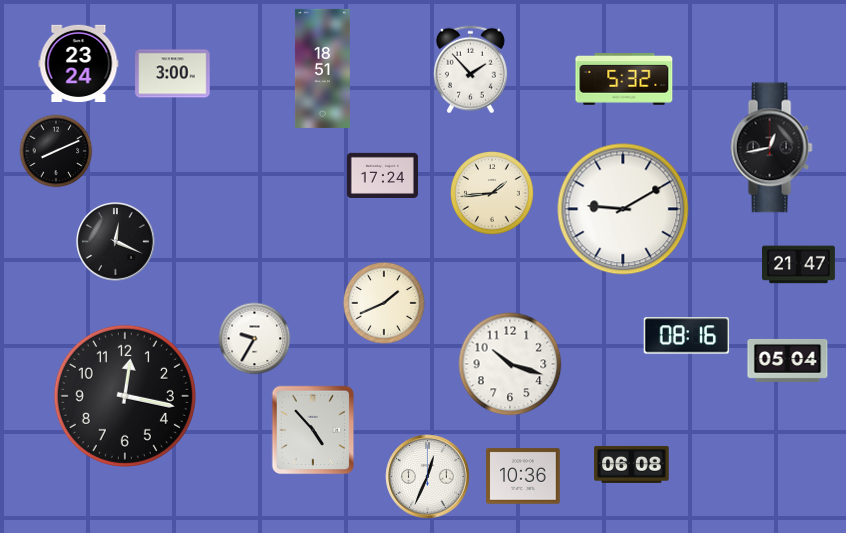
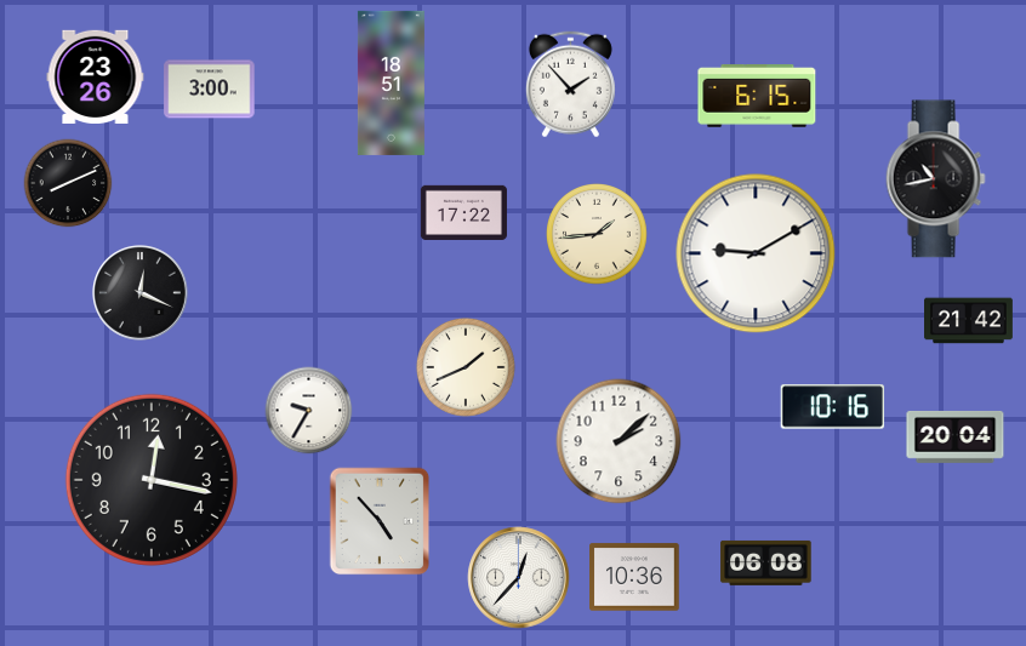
clock at (79, 63): 23:24 -> 23:26
clock at (624, 80): 5:32 -> 6:15
clock at (771, 148): 12:43 -> 10:43
clock at (382, 175): 17:24 -> 17:22
clock at (799, 265): 21:47 -> 21:42
clock at (687, 336): 08:16 -> 10:16
clock at (788, 360): 05:04 -> 20:04
clock at (510, 364): 10:18 -> 2:08
clock at (428, 477): 12:34 -> 12:37
